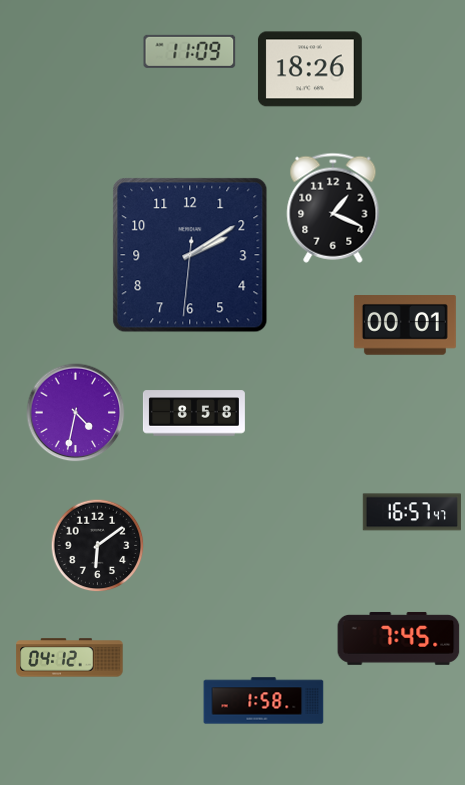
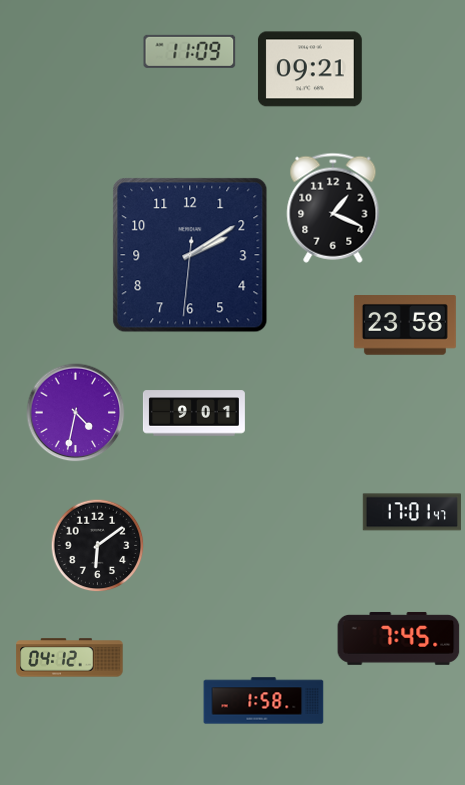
clock at (310, 69): 18:26 -> 09:21
clock at (405, 326): 00:01 -> 23:58
clock at (194, 413): 8:58 -> 9:01
clock at (412, 512): 16:57 -> 17:01
